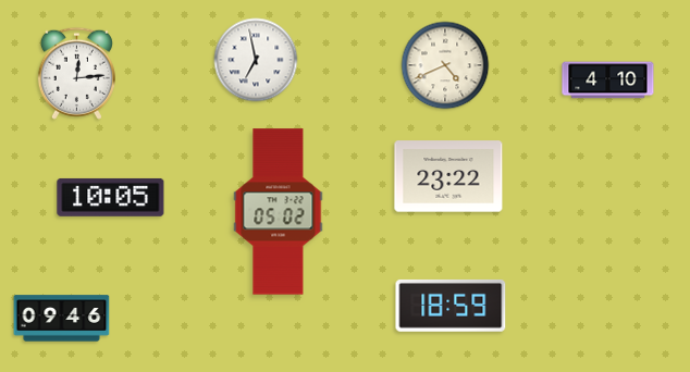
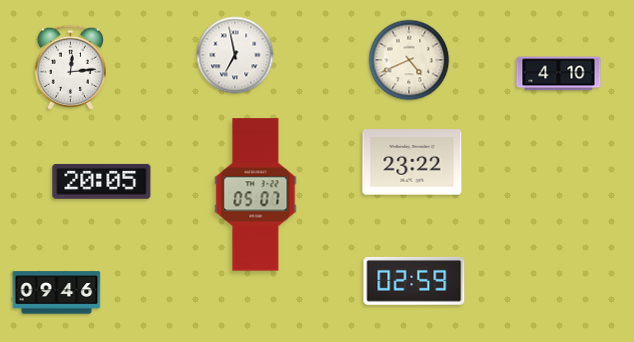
clock at (111, 197): 10:05 -> 20:05
clock at (279, 212): 05:02 -> 05:07
clock at (451, 306): 18:59 -> 02:59
